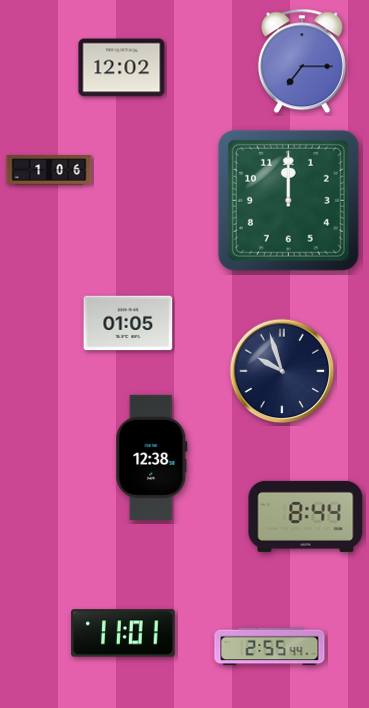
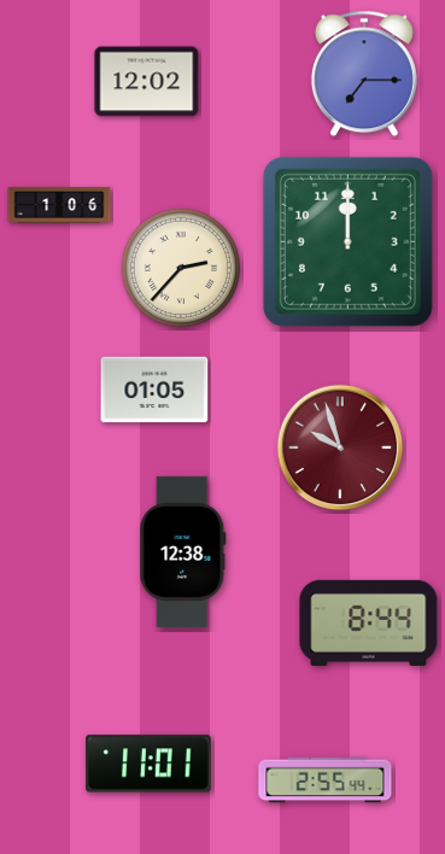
clock at (181, 268): none -> 2:37
clock at (282, 371) dial: navy -> burgundy
